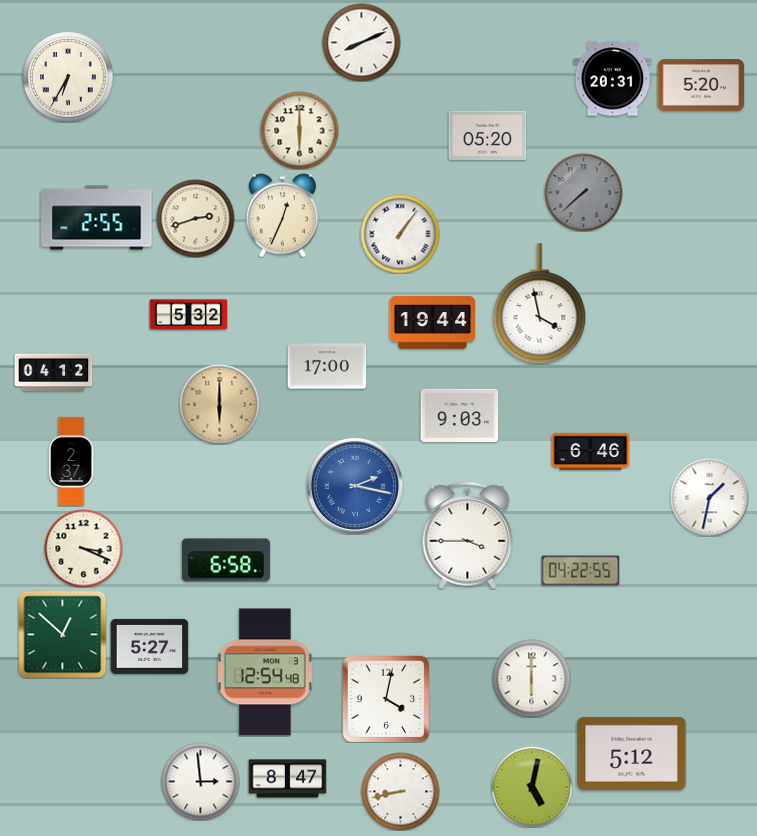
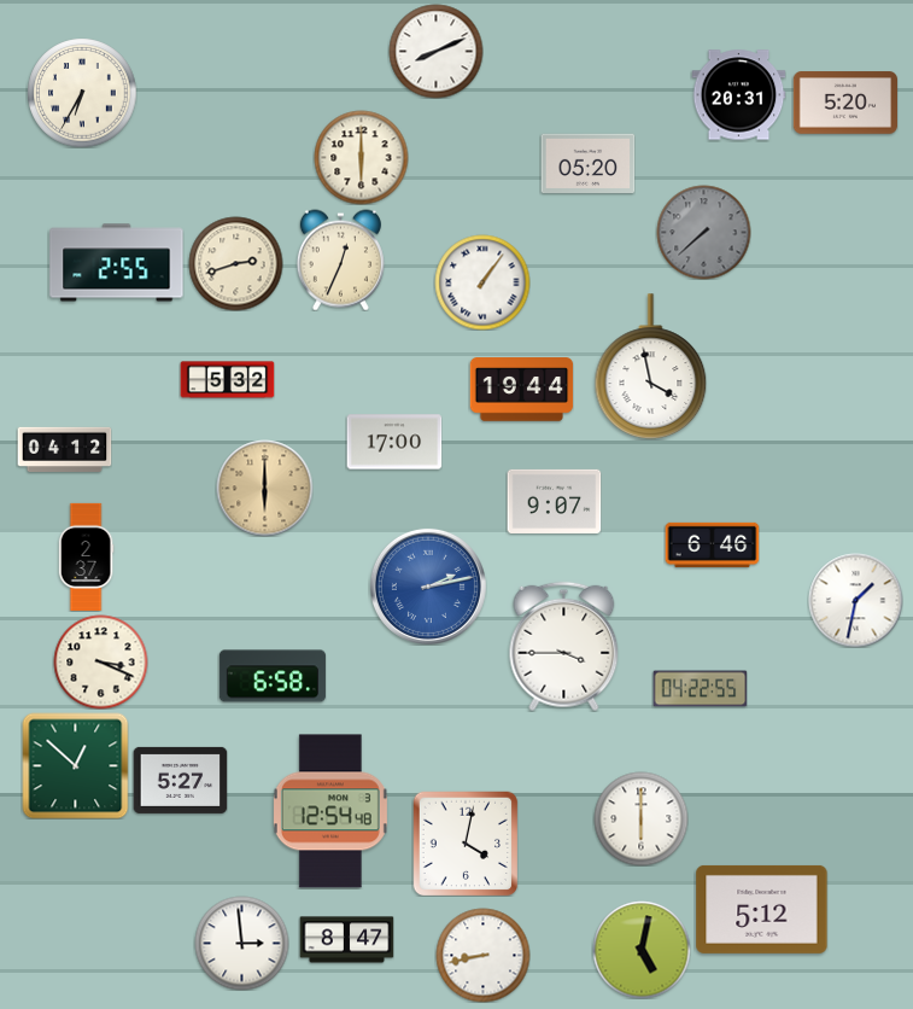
clock at (459, 415): 9:03 -> 9:07
clock at (355, 486): 2:17 -> 2:13
clock at (265, 672) position: (265, 672) -> (330, 811)
